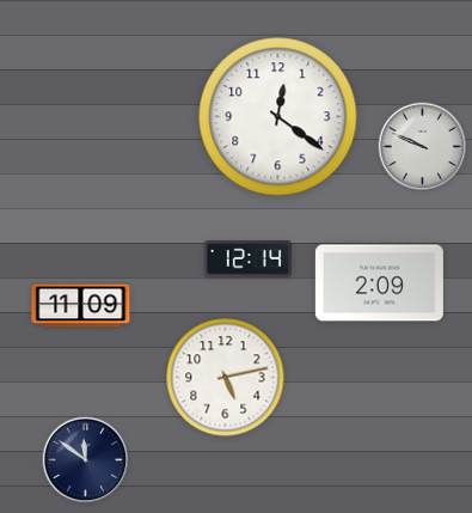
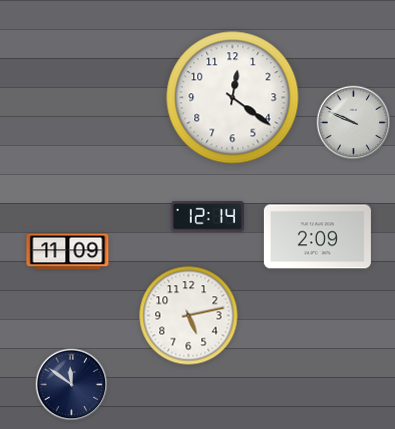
clock at (81, 306) position: (81, 306) -> (68, 252)
